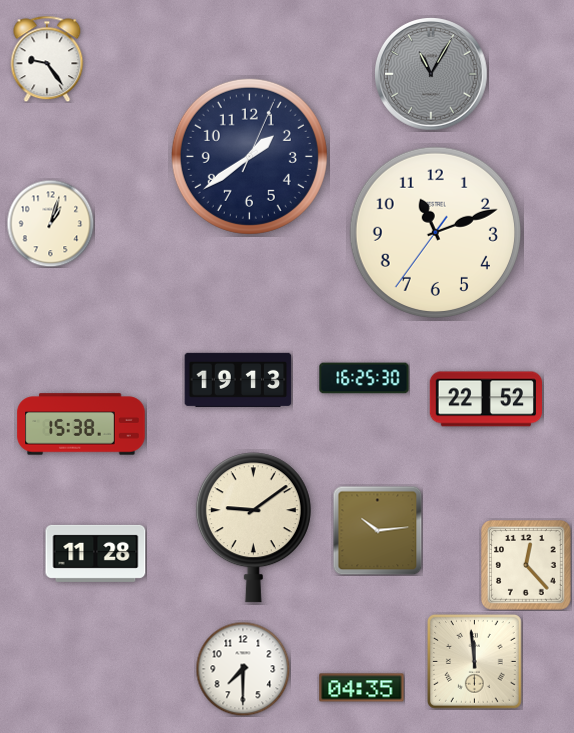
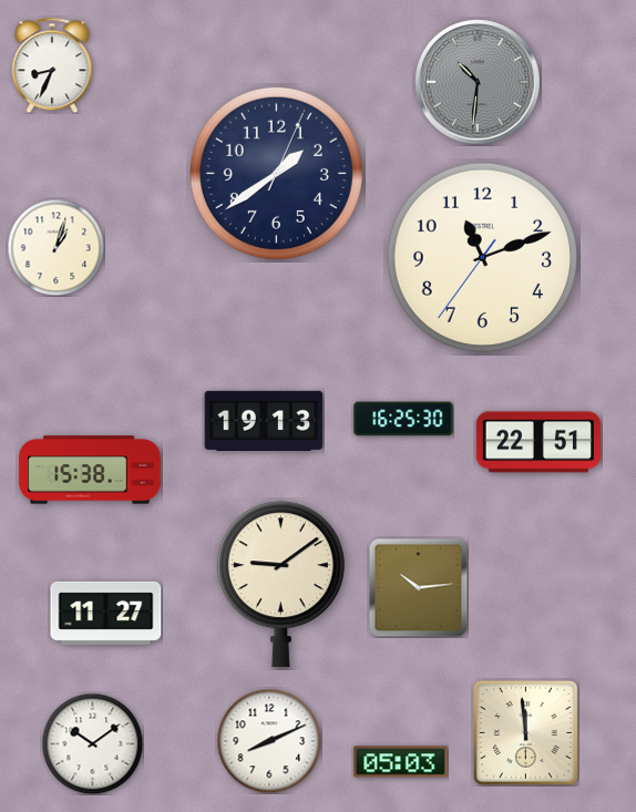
clock at (47, 59): 9:24 -> 8:34
clock at (432, 75): 11:05 -> 10:31
clock at (485, 399): 22:52 -> 22:51
clock at (96, 553): 11:28 -> 11:27
clock at (527, 566): 12:23 -> none
clock at (243, 669): 7:30 -> 8:11
clock at (92, 743): none -> 10:09
clock at (362, 688): 04:35 -> 05:03
